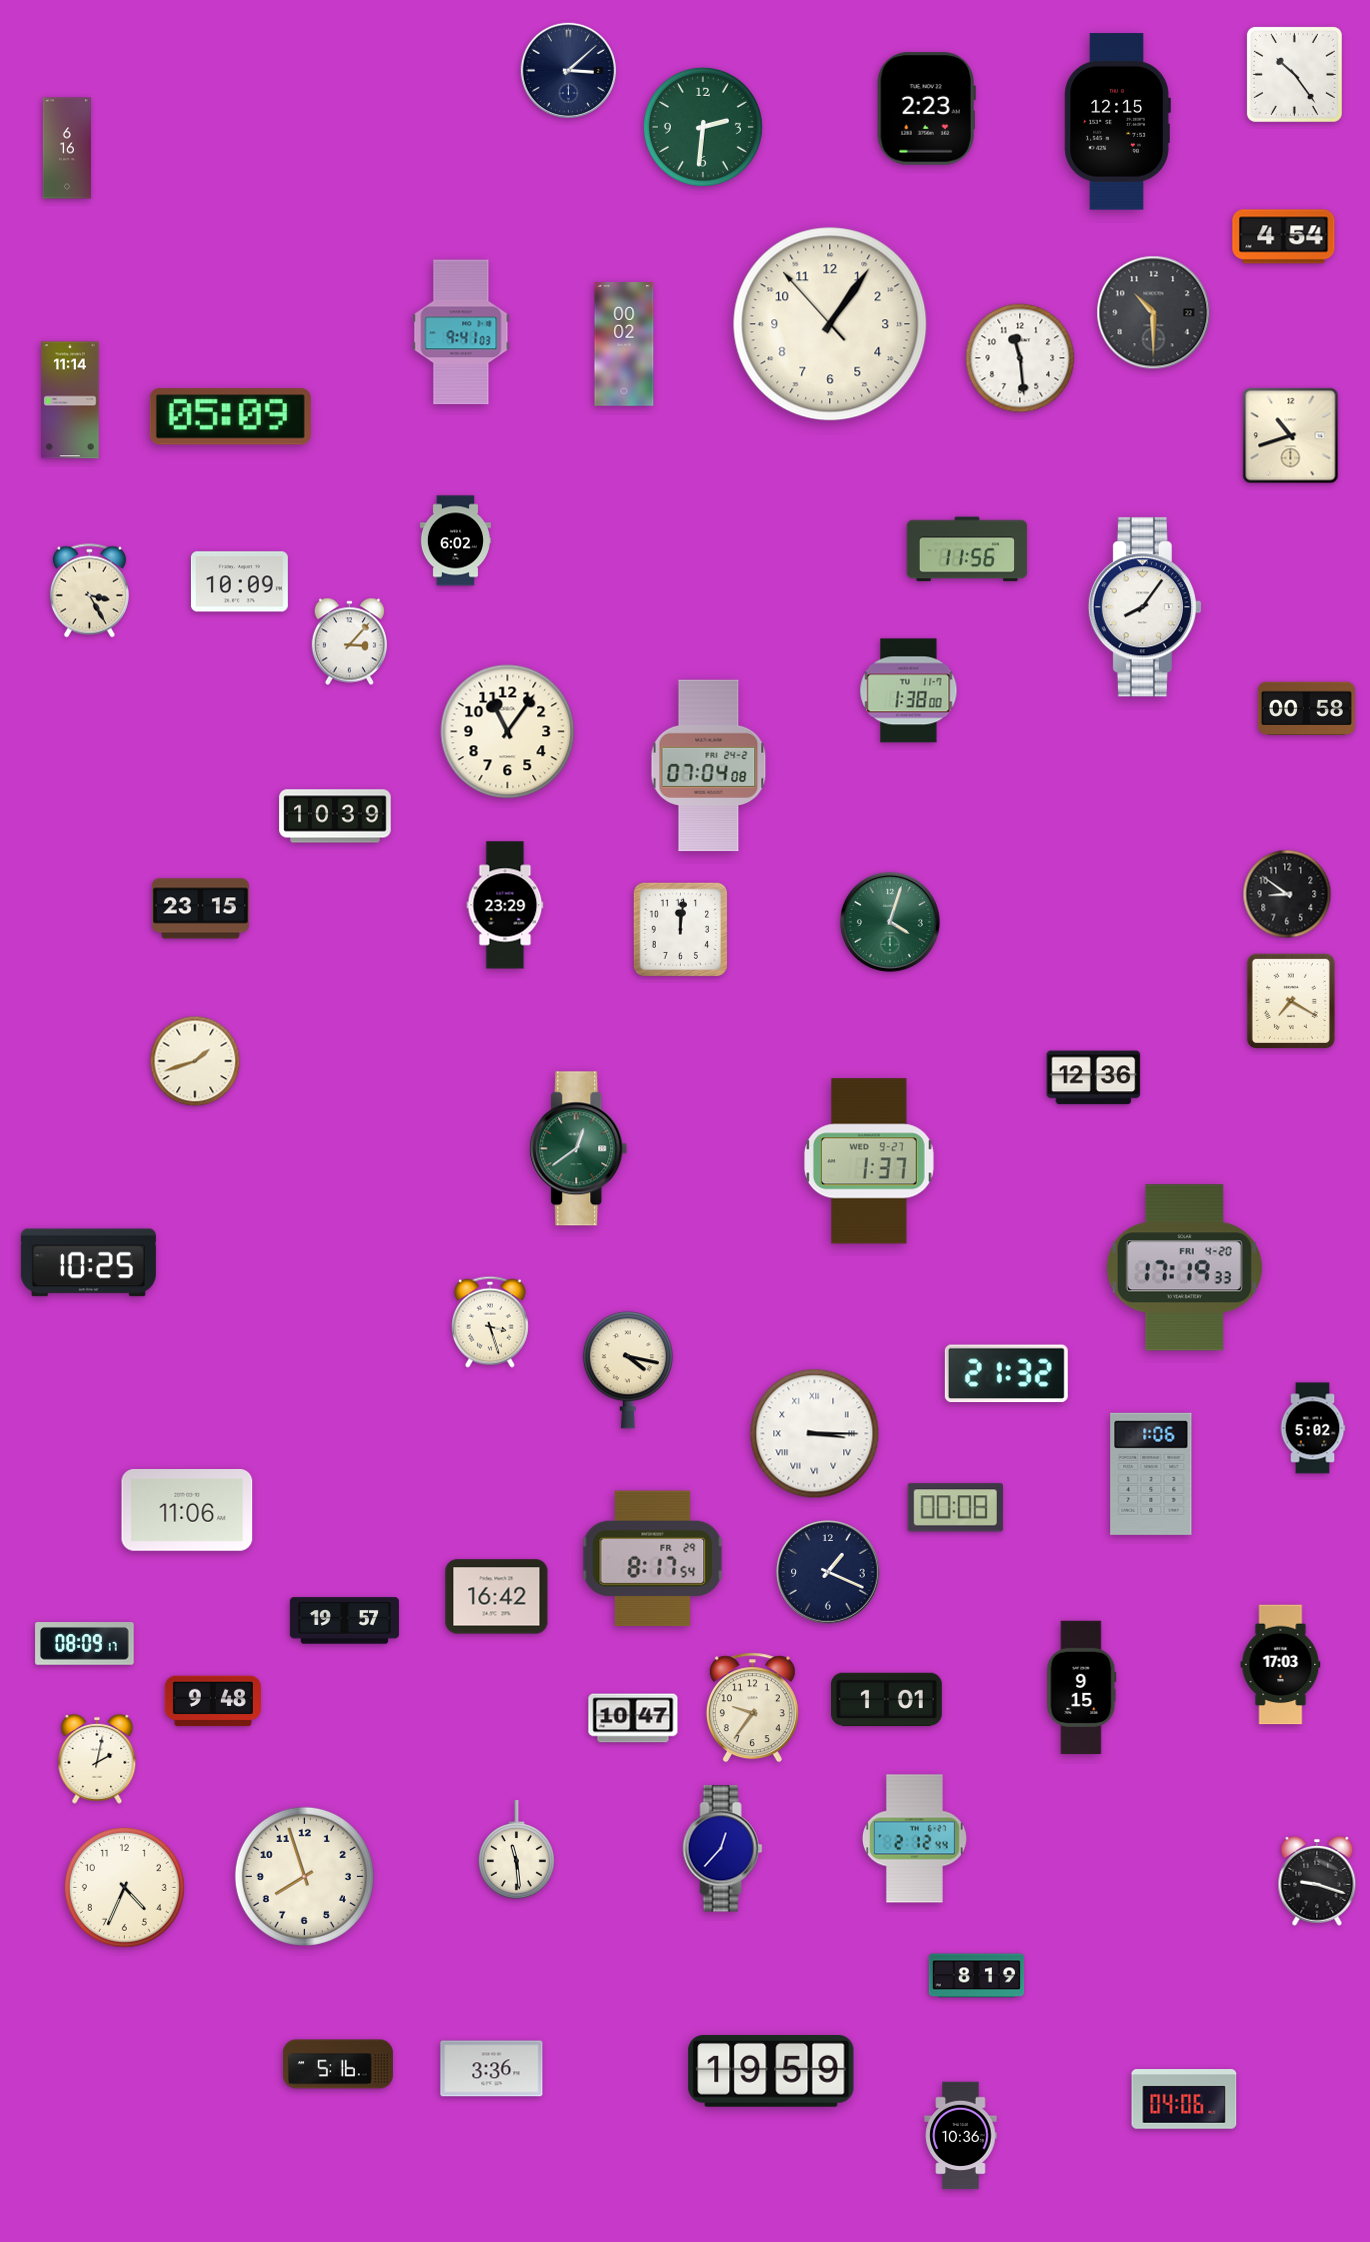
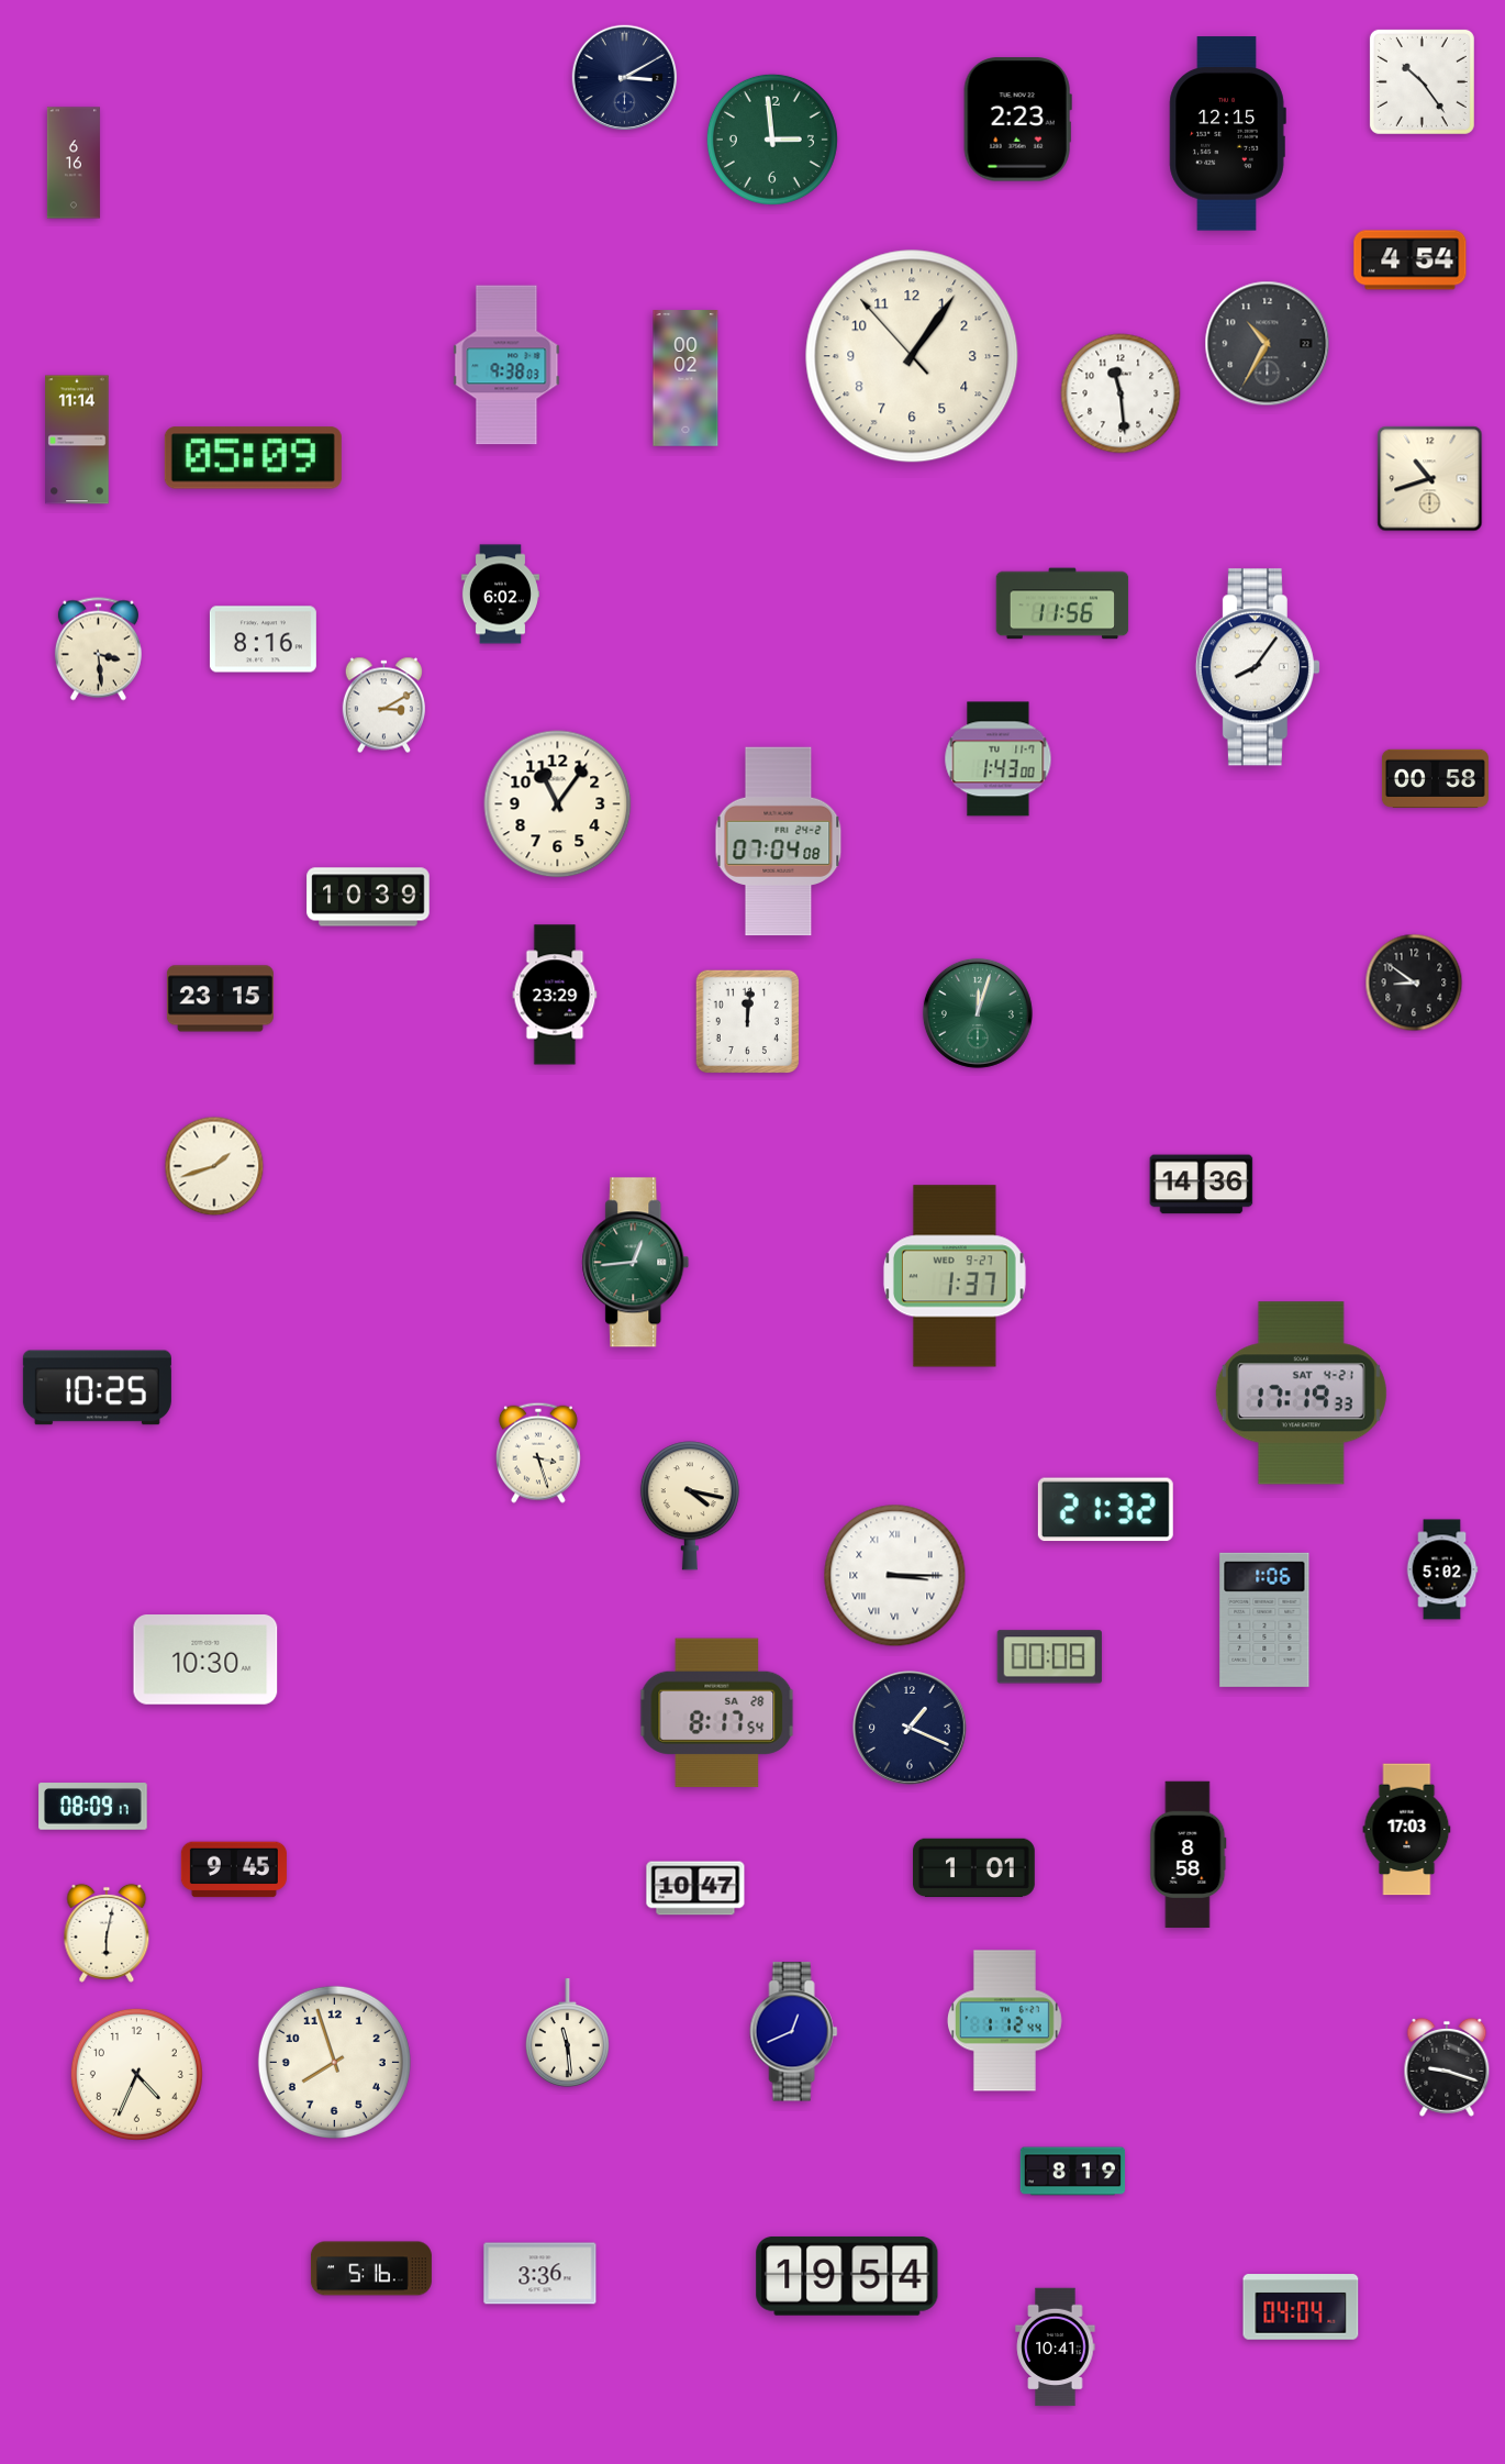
clock at (569, 71): 3:08 -> 3:10
clock at (703, 127): 2:31 -> 2:59
clock at (1154, 313): 10:30 -> 10:35
clock at (461, 332): 9:41 -> 9:38
clock at (1291, 436) position: (1291, 436) -> (1430, 479)
clock at (239, 582): 10:09 -> 8:16
clock at (89, 591): 3:25 -> 3:29
clock at (349, 642): 3:07 -> 3:10
clock at (909, 691): 1:38 -> 1:43
clock at (890, 922): 4:03 -> 12:03
clock at (1291, 1001): 7:20 -> none
clock at (1094, 1078): 12:36 -> 14:36
clock at (579, 1149): 12:39 -> 12:44
clock at (1184, 1268) date: FRI 4-20 -> SAT 4-21
clock at (187, 1511): 11:06 -> 10:30
clock at (653, 1559) date: FR 29 -> SA 28
clock at (497, 1597): 16:42 -> none
clock at (344, 1621): 19:57 -> none
clock at (1082, 1688): 9:15 -> 8:58
clock at (213, 1701): 9:48 -> 9:45
clock at (752, 1708): 9:36 -> none
clock at (97, 1759): 2:02 -> 6:02
clock at (914, 1839): 2:12 -> 1:12
clock at (723, 1849): 12:37 -> 12:41
clock at (771, 2071): 19:59 -> 19:54
clock at (1184, 2099): 04:06 -> 04:04
clock at (961, 2136): 10:36 -> 10:41
